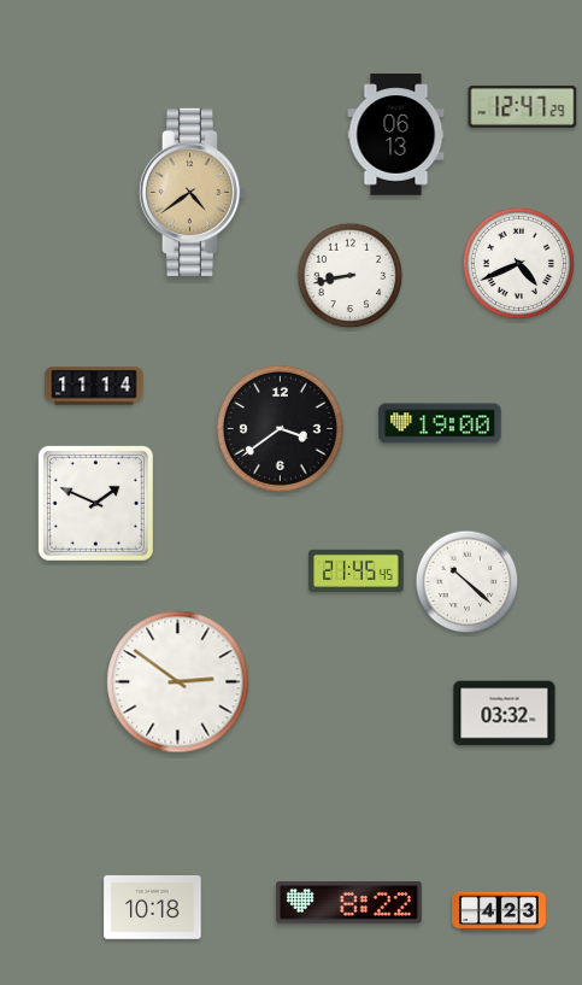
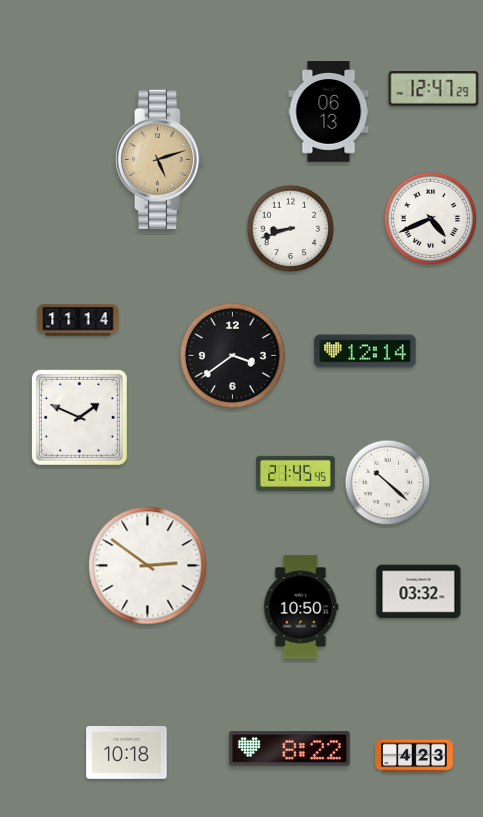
clock at (192, 192): 4:39 -> 5:12
clock at (351, 276): 8:43 -> 8:42
clock at (440, 423): 19:00 -> 12:14
clock at (301, 607): none -> 10:50
